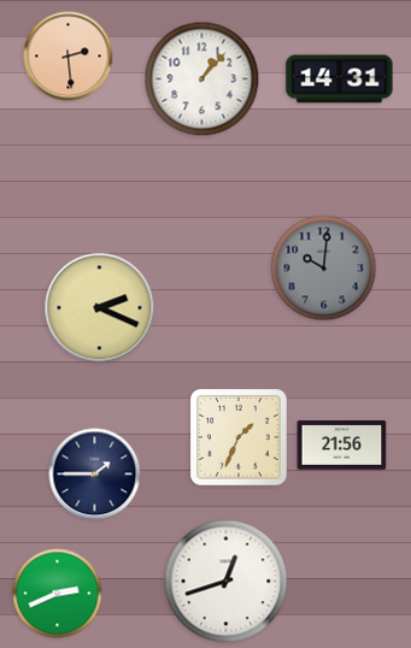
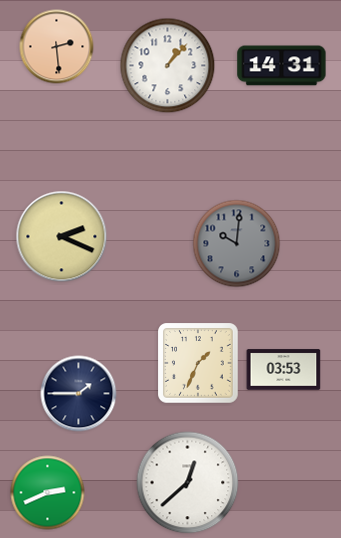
clock at (324, 269) position: (324, 269) -> (237, 244)
clock at (100, 308) position: (100, 308) -> (62, 237)
clock at (342, 446): 21:56 -> 03:53
clock at (227, 582): 12:42 -> 12:38
